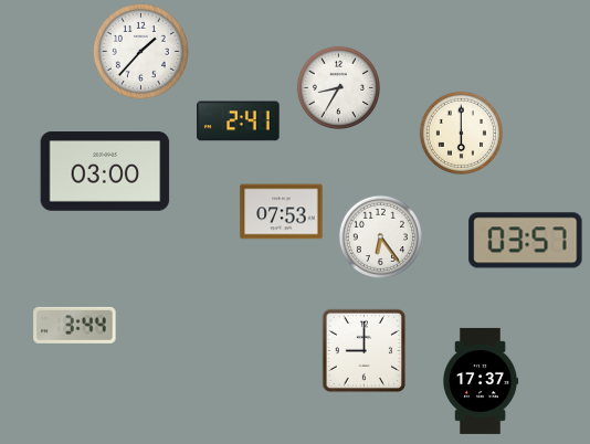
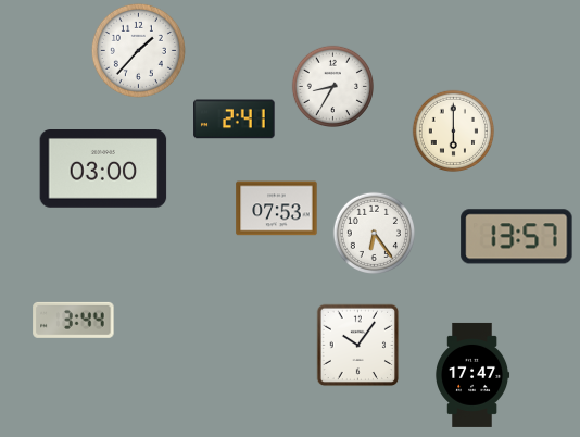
clock at (526, 241): 03:57 -> 13:57
clock at (365, 351): 9:00 -> 10:06
clock at (482, 381): 17:37 -> 17:47
